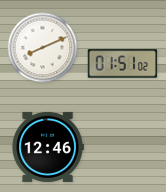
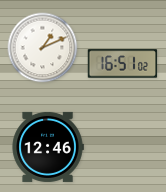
clock at (43, 48): 8:11 -> 1:11
clock at (123, 64): 01:51 -> 16:51
